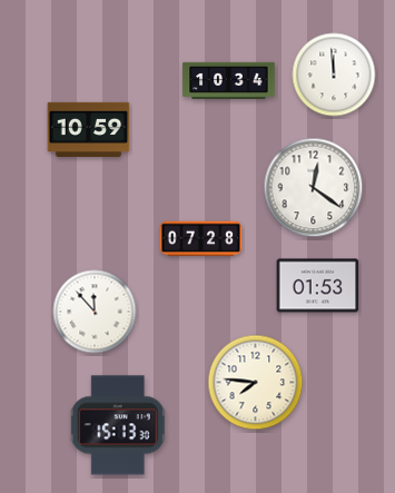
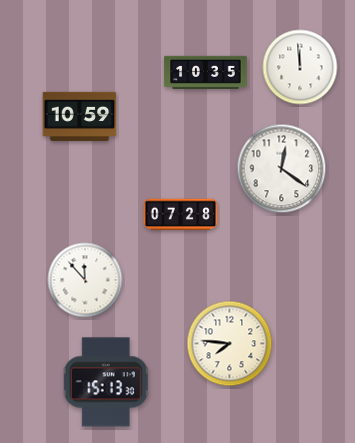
clock at (229, 80): 10:34 -> 10:35
clock at (318, 286): 01:53 -> none
